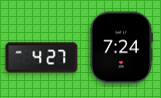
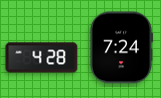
clock at (42, 58): 4:27 -> 4:28
